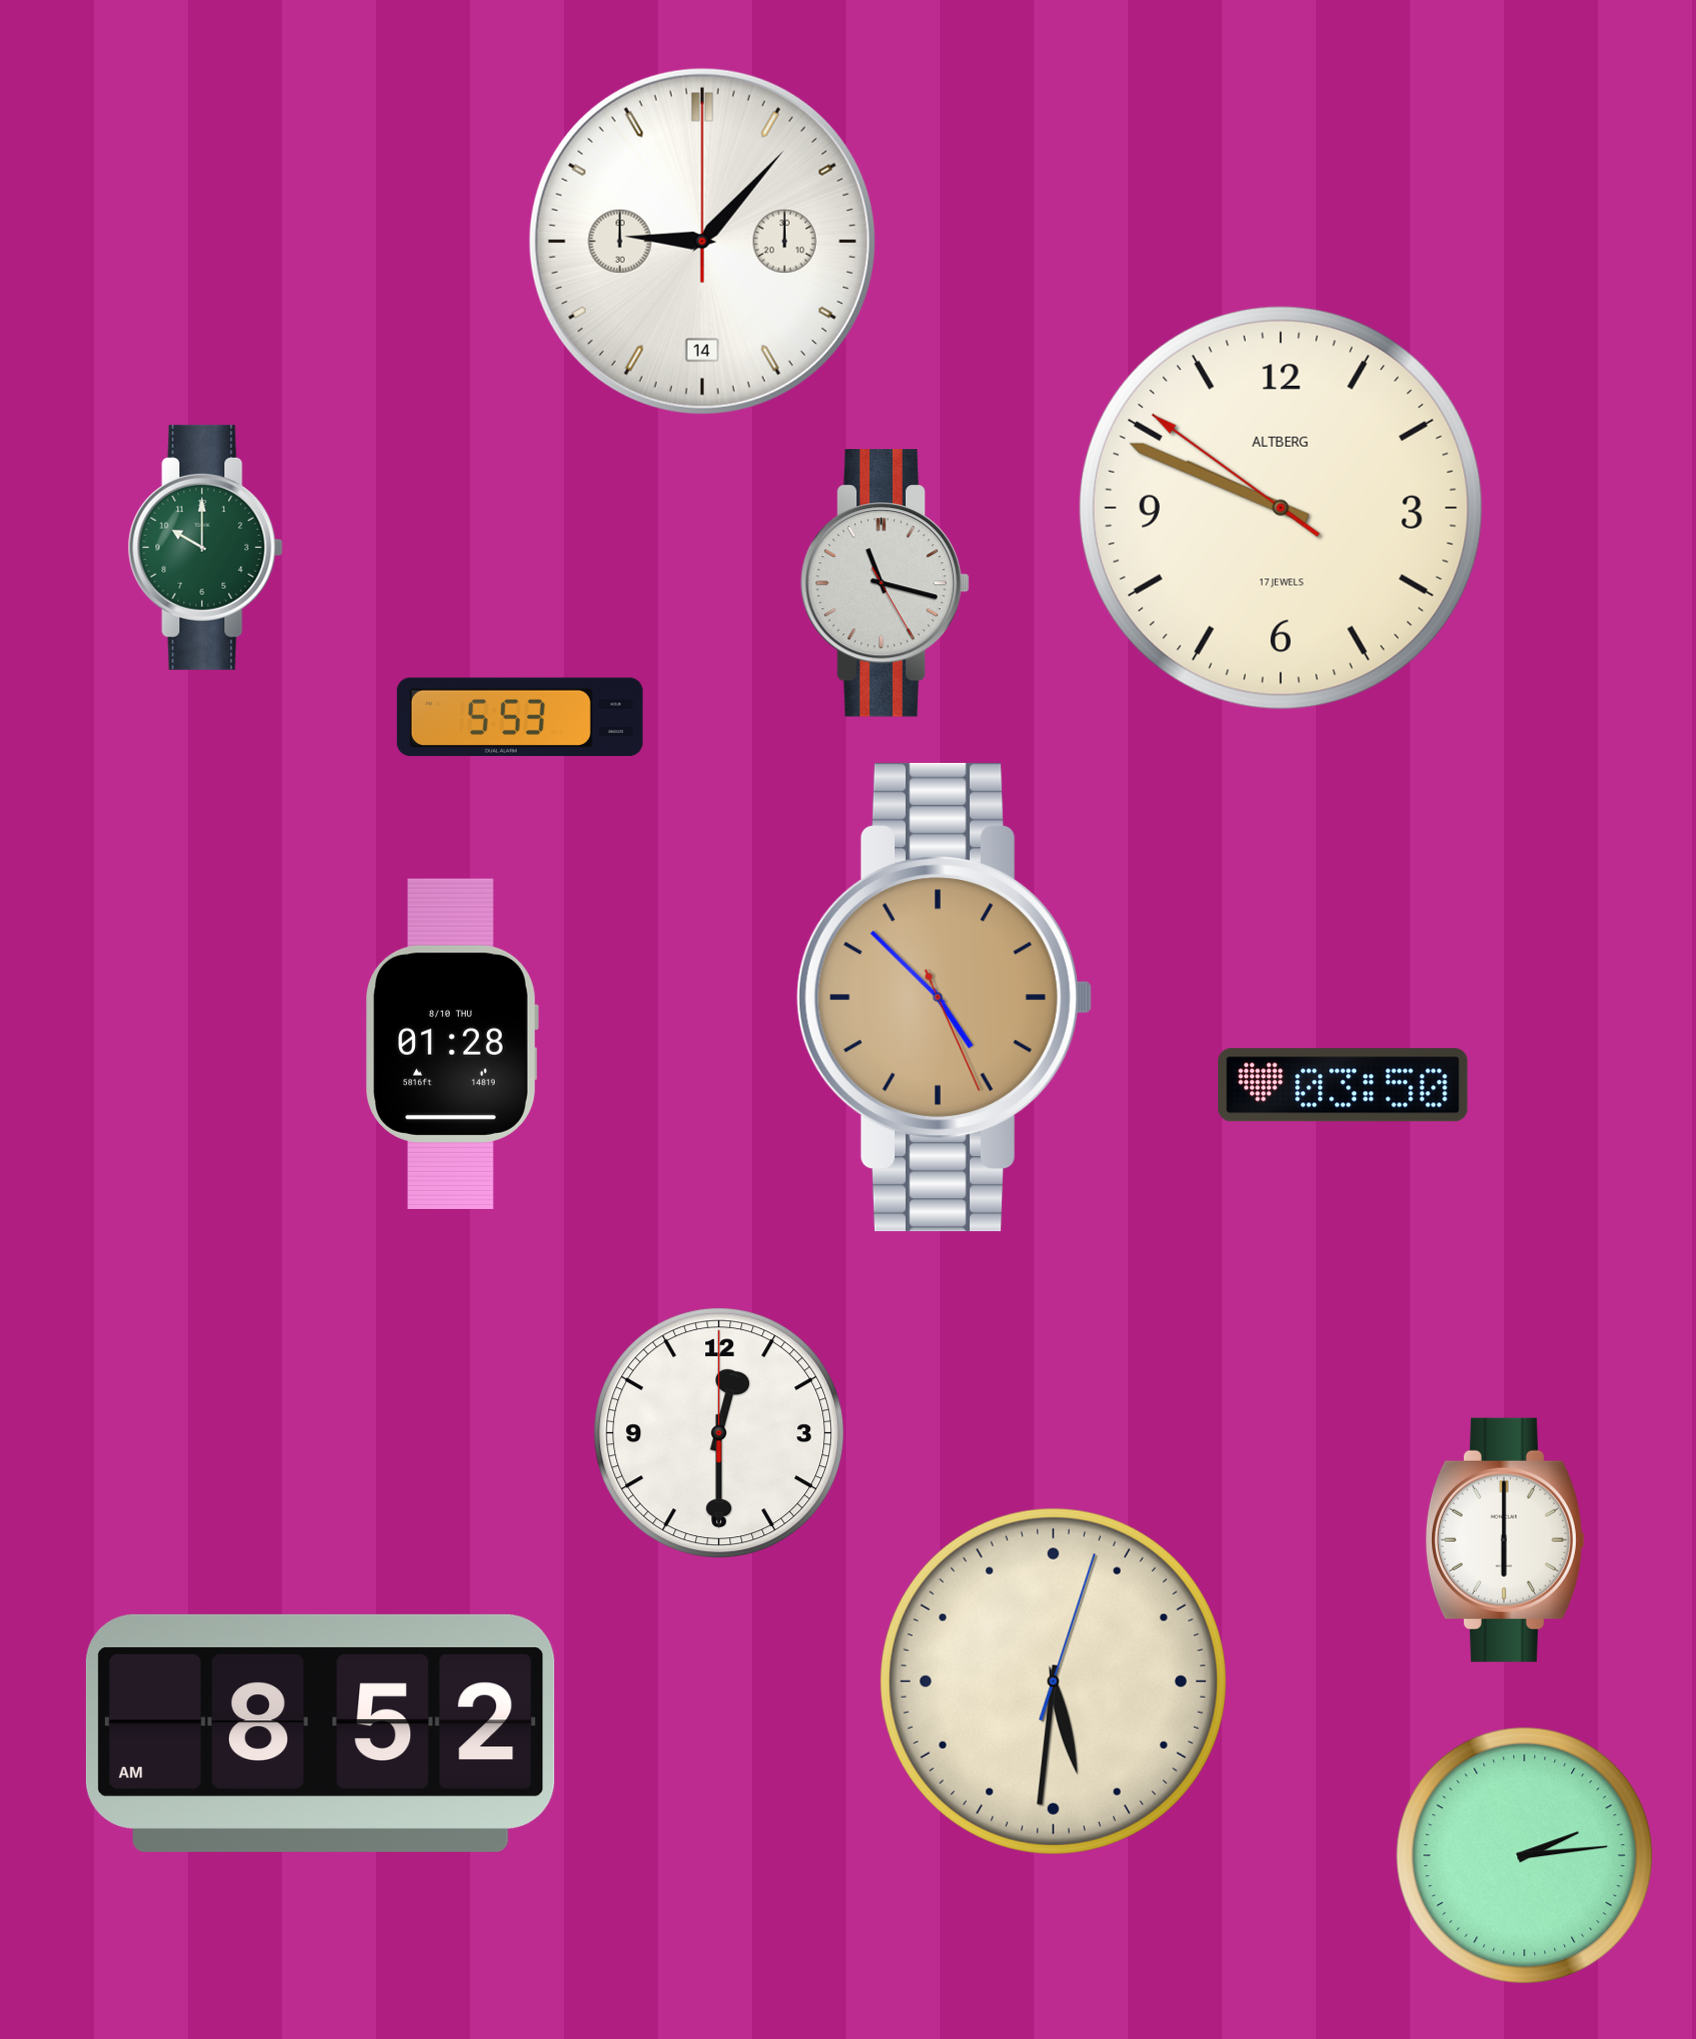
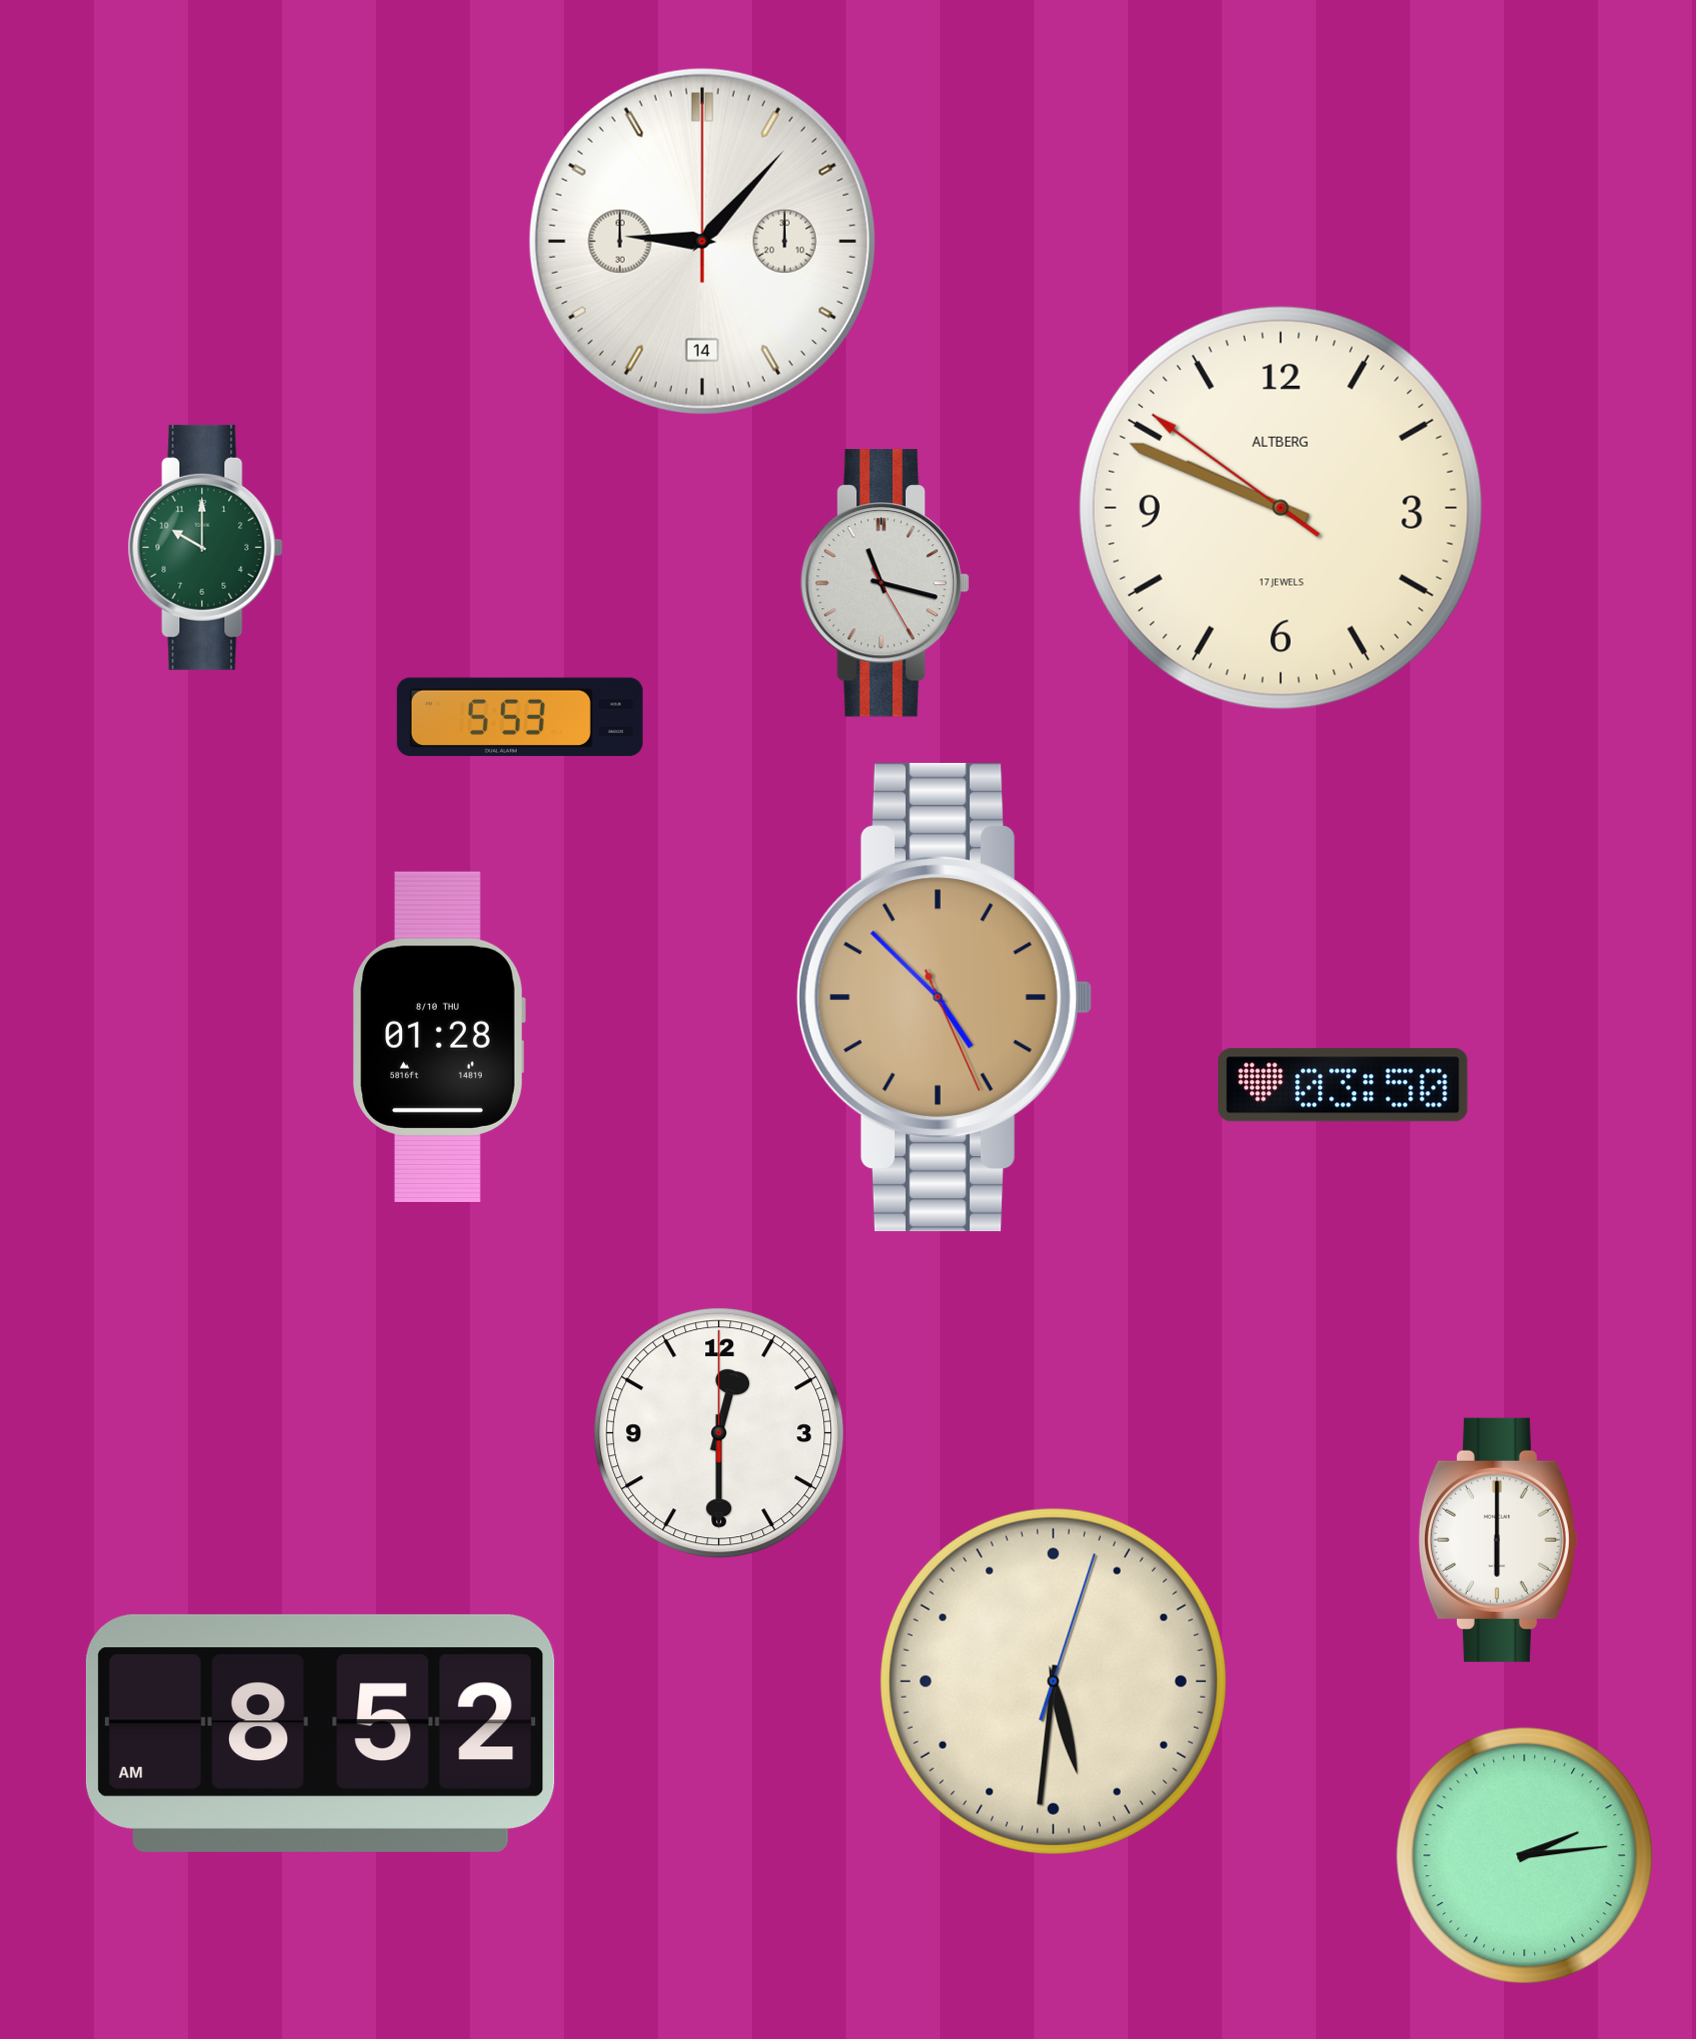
clock at (452, 1044) position: (452, 1044) -> (439, 1037)
clock at (1505, 1540) position: (1505, 1540) -> (1498, 1540)
